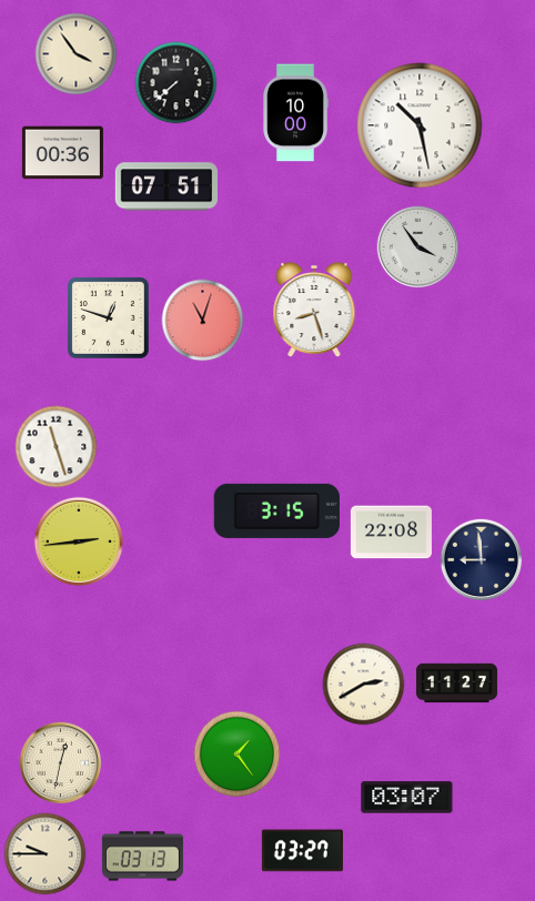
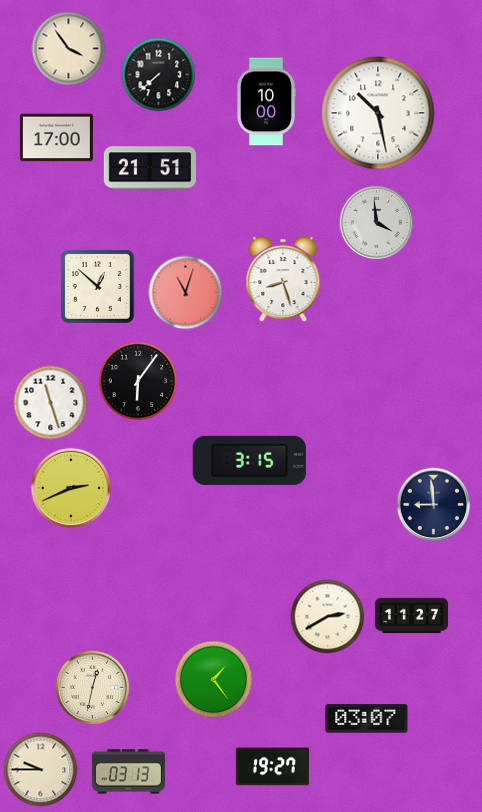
clock at (62, 153): 00:36 -> 17:00
clock at (165, 186): 07:51 -> 21:51
clock at (418, 247): 3:54 -> 3:59
clock at (108, 317): 12:48 -> 12:52
clock at (203, 321) position: (203, 321) -> (186, 293)
clock at (138, 381): none -> 6:06
clock at (391, 533): 22:08 -> none
clock at (78, 541): 2:44 -> 2:41
clock at (61, 763) position: (61, 763) -> (93, 688)
clock at (302, 851): 03:27 -> 19:27
